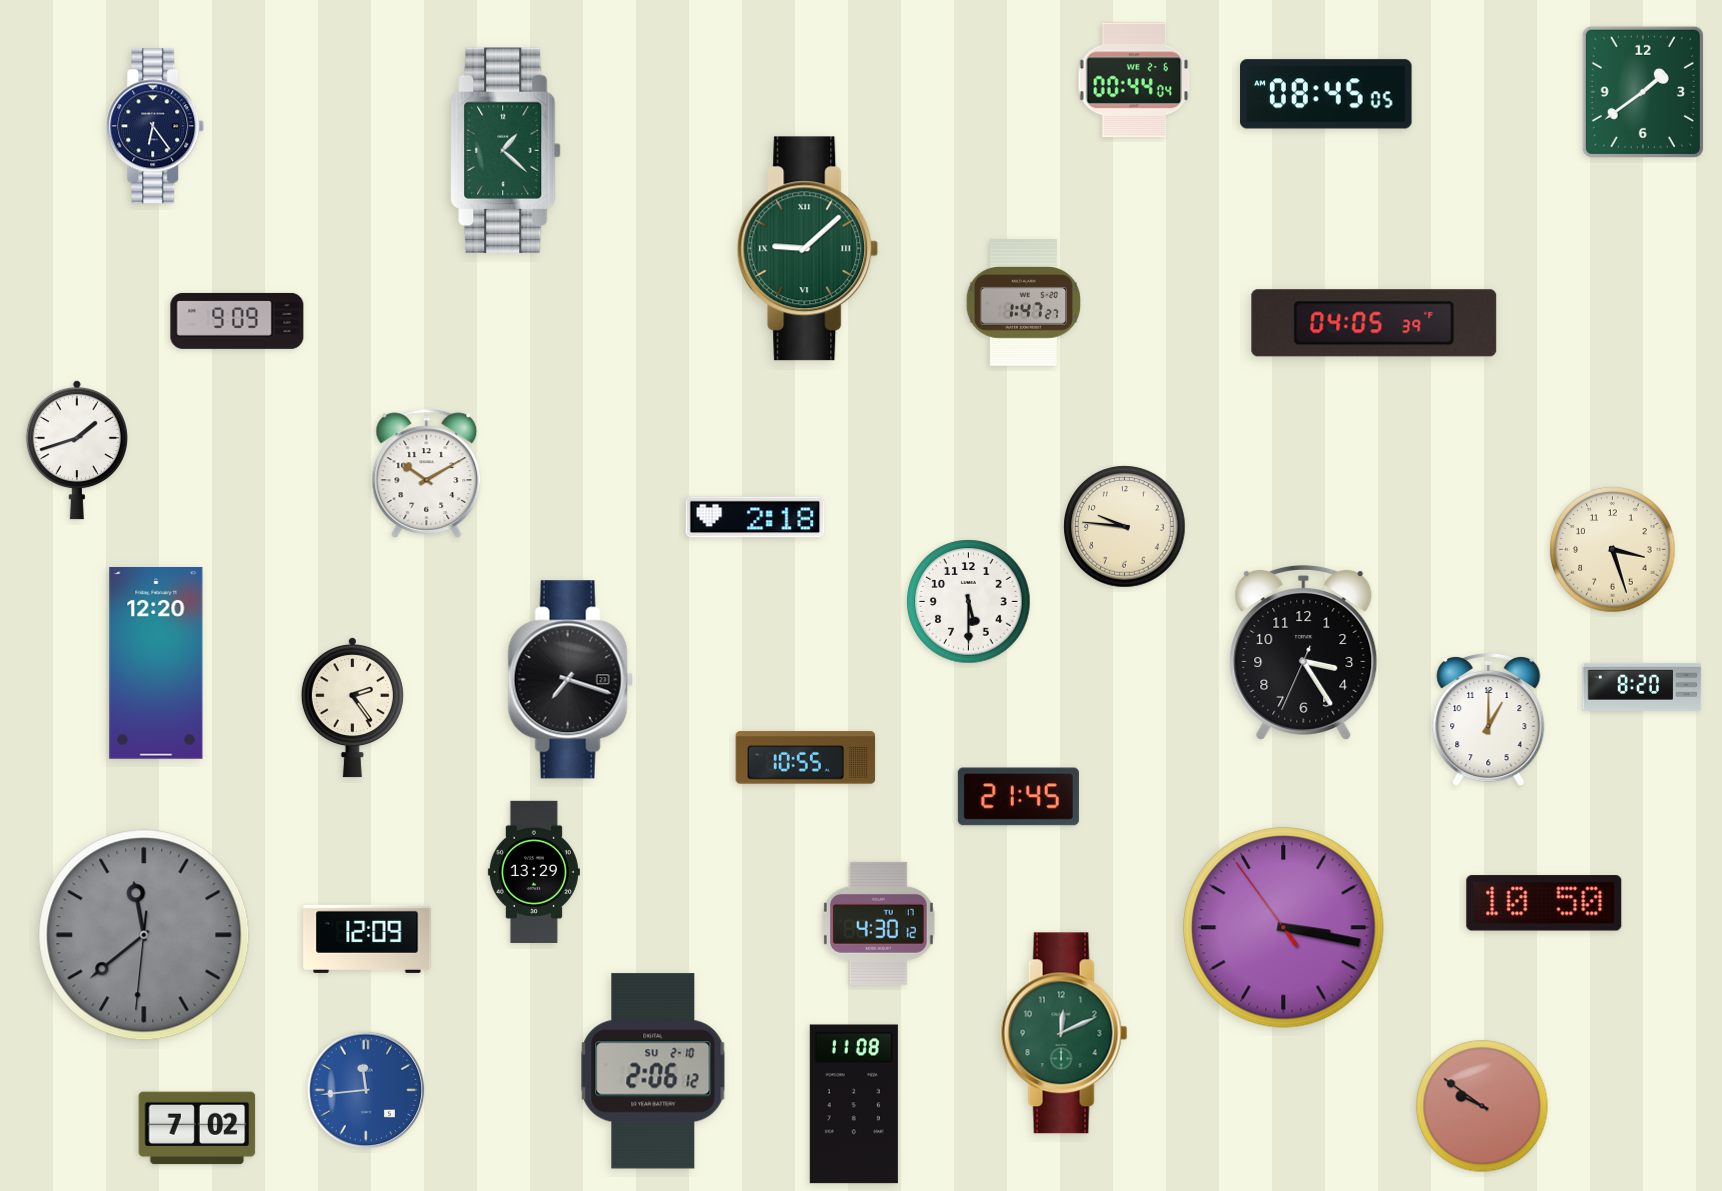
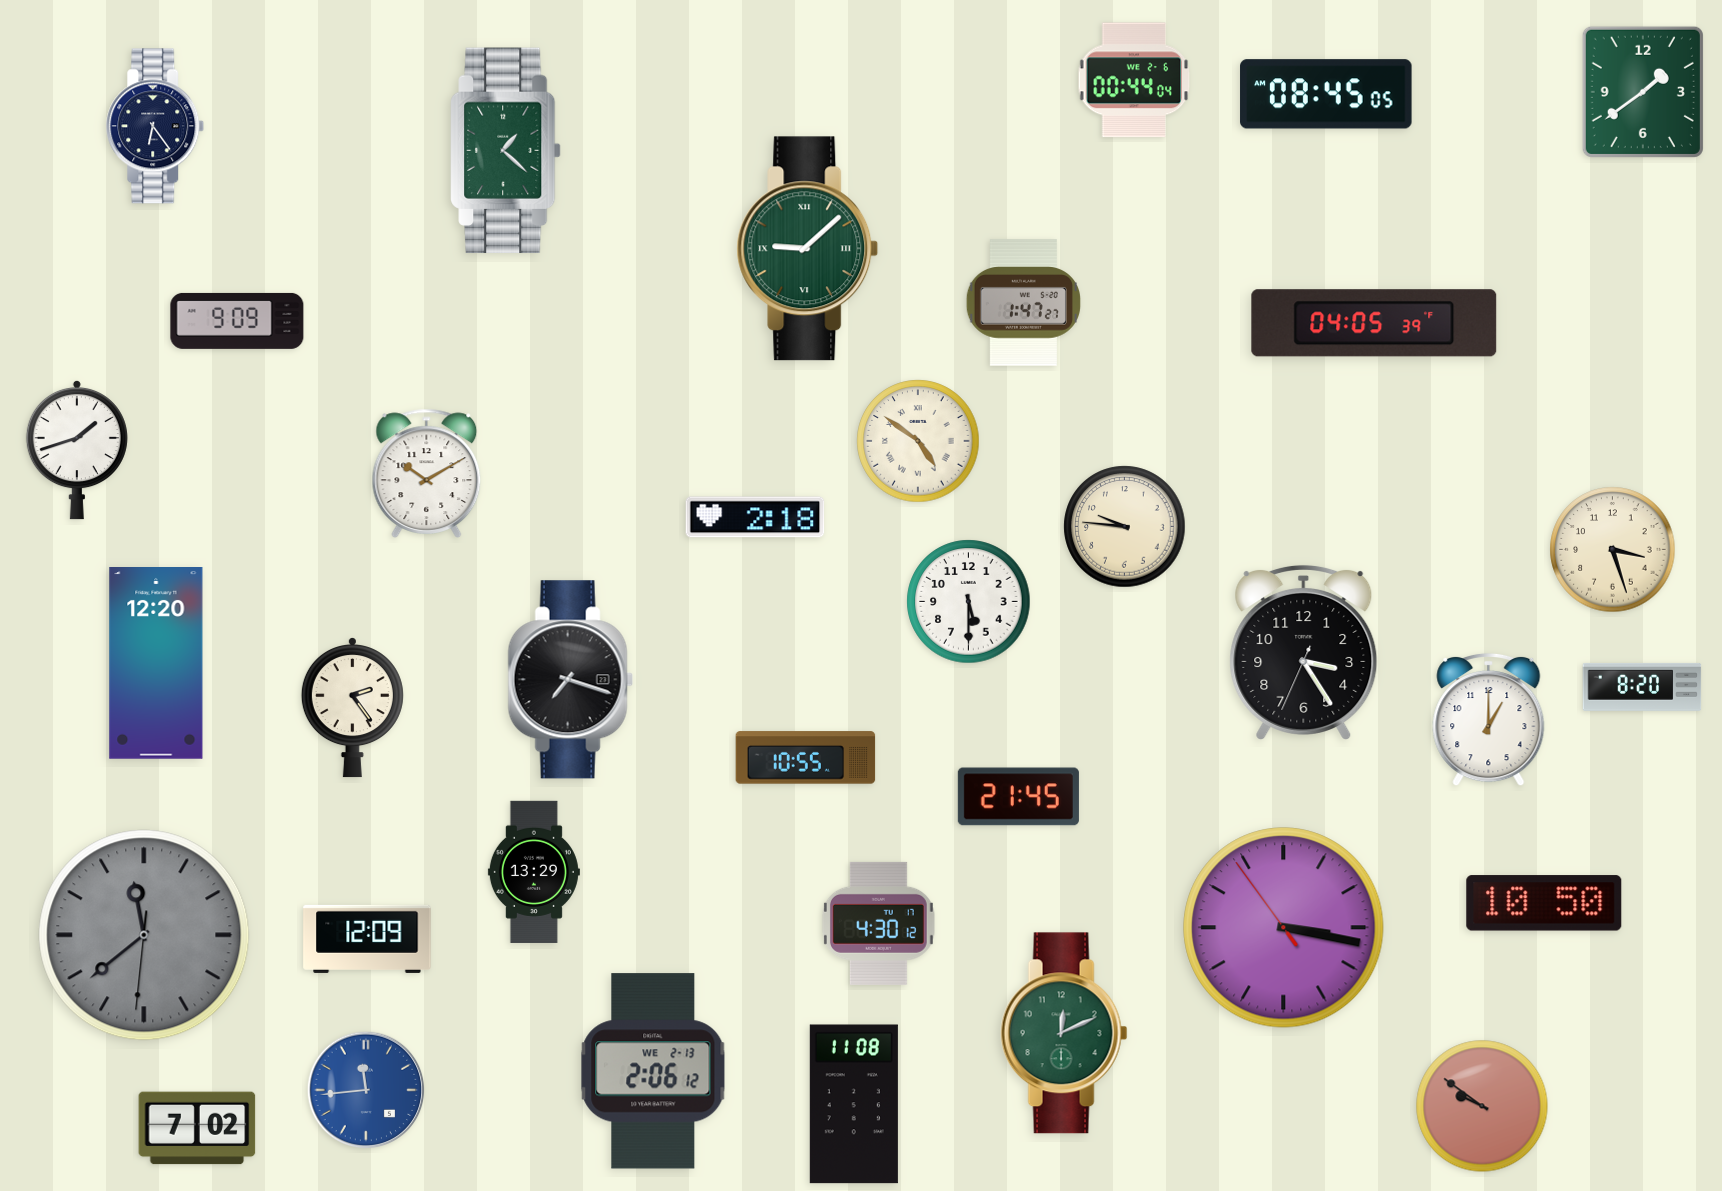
clock at (918, 441): none -> 4:51
clock at (653, 1071) date: SU 2-10 -> WE 2-13
